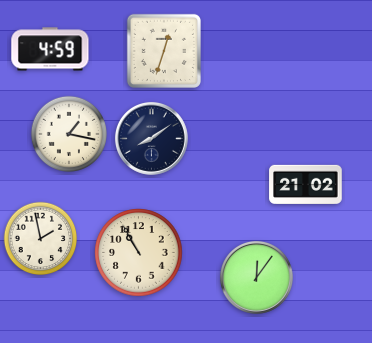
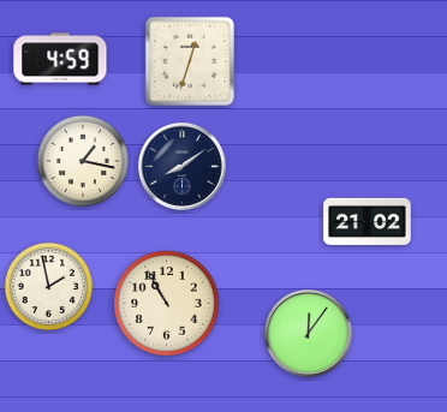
clock at (164, 51) position: (164, 51) -> (190, 61)
